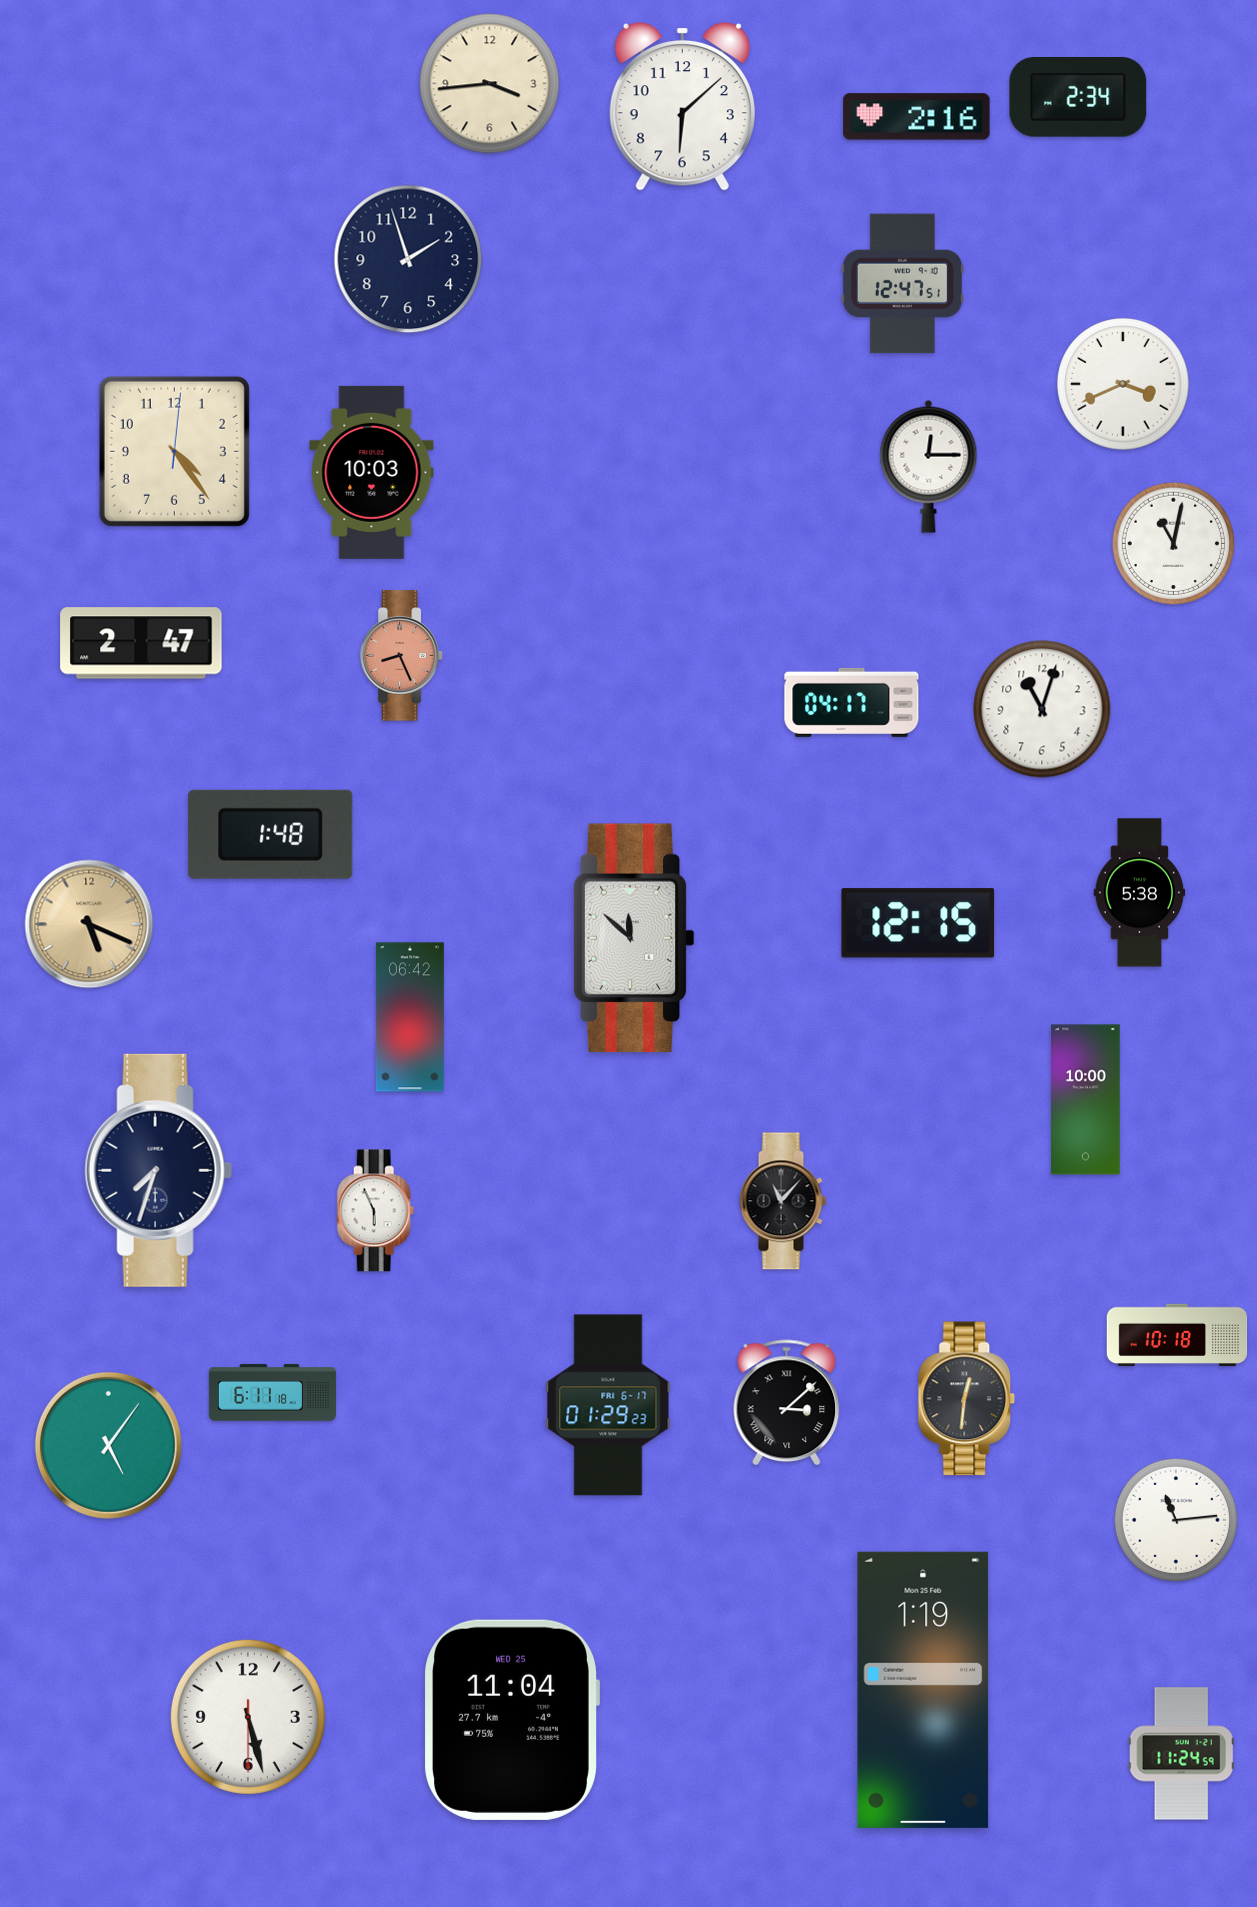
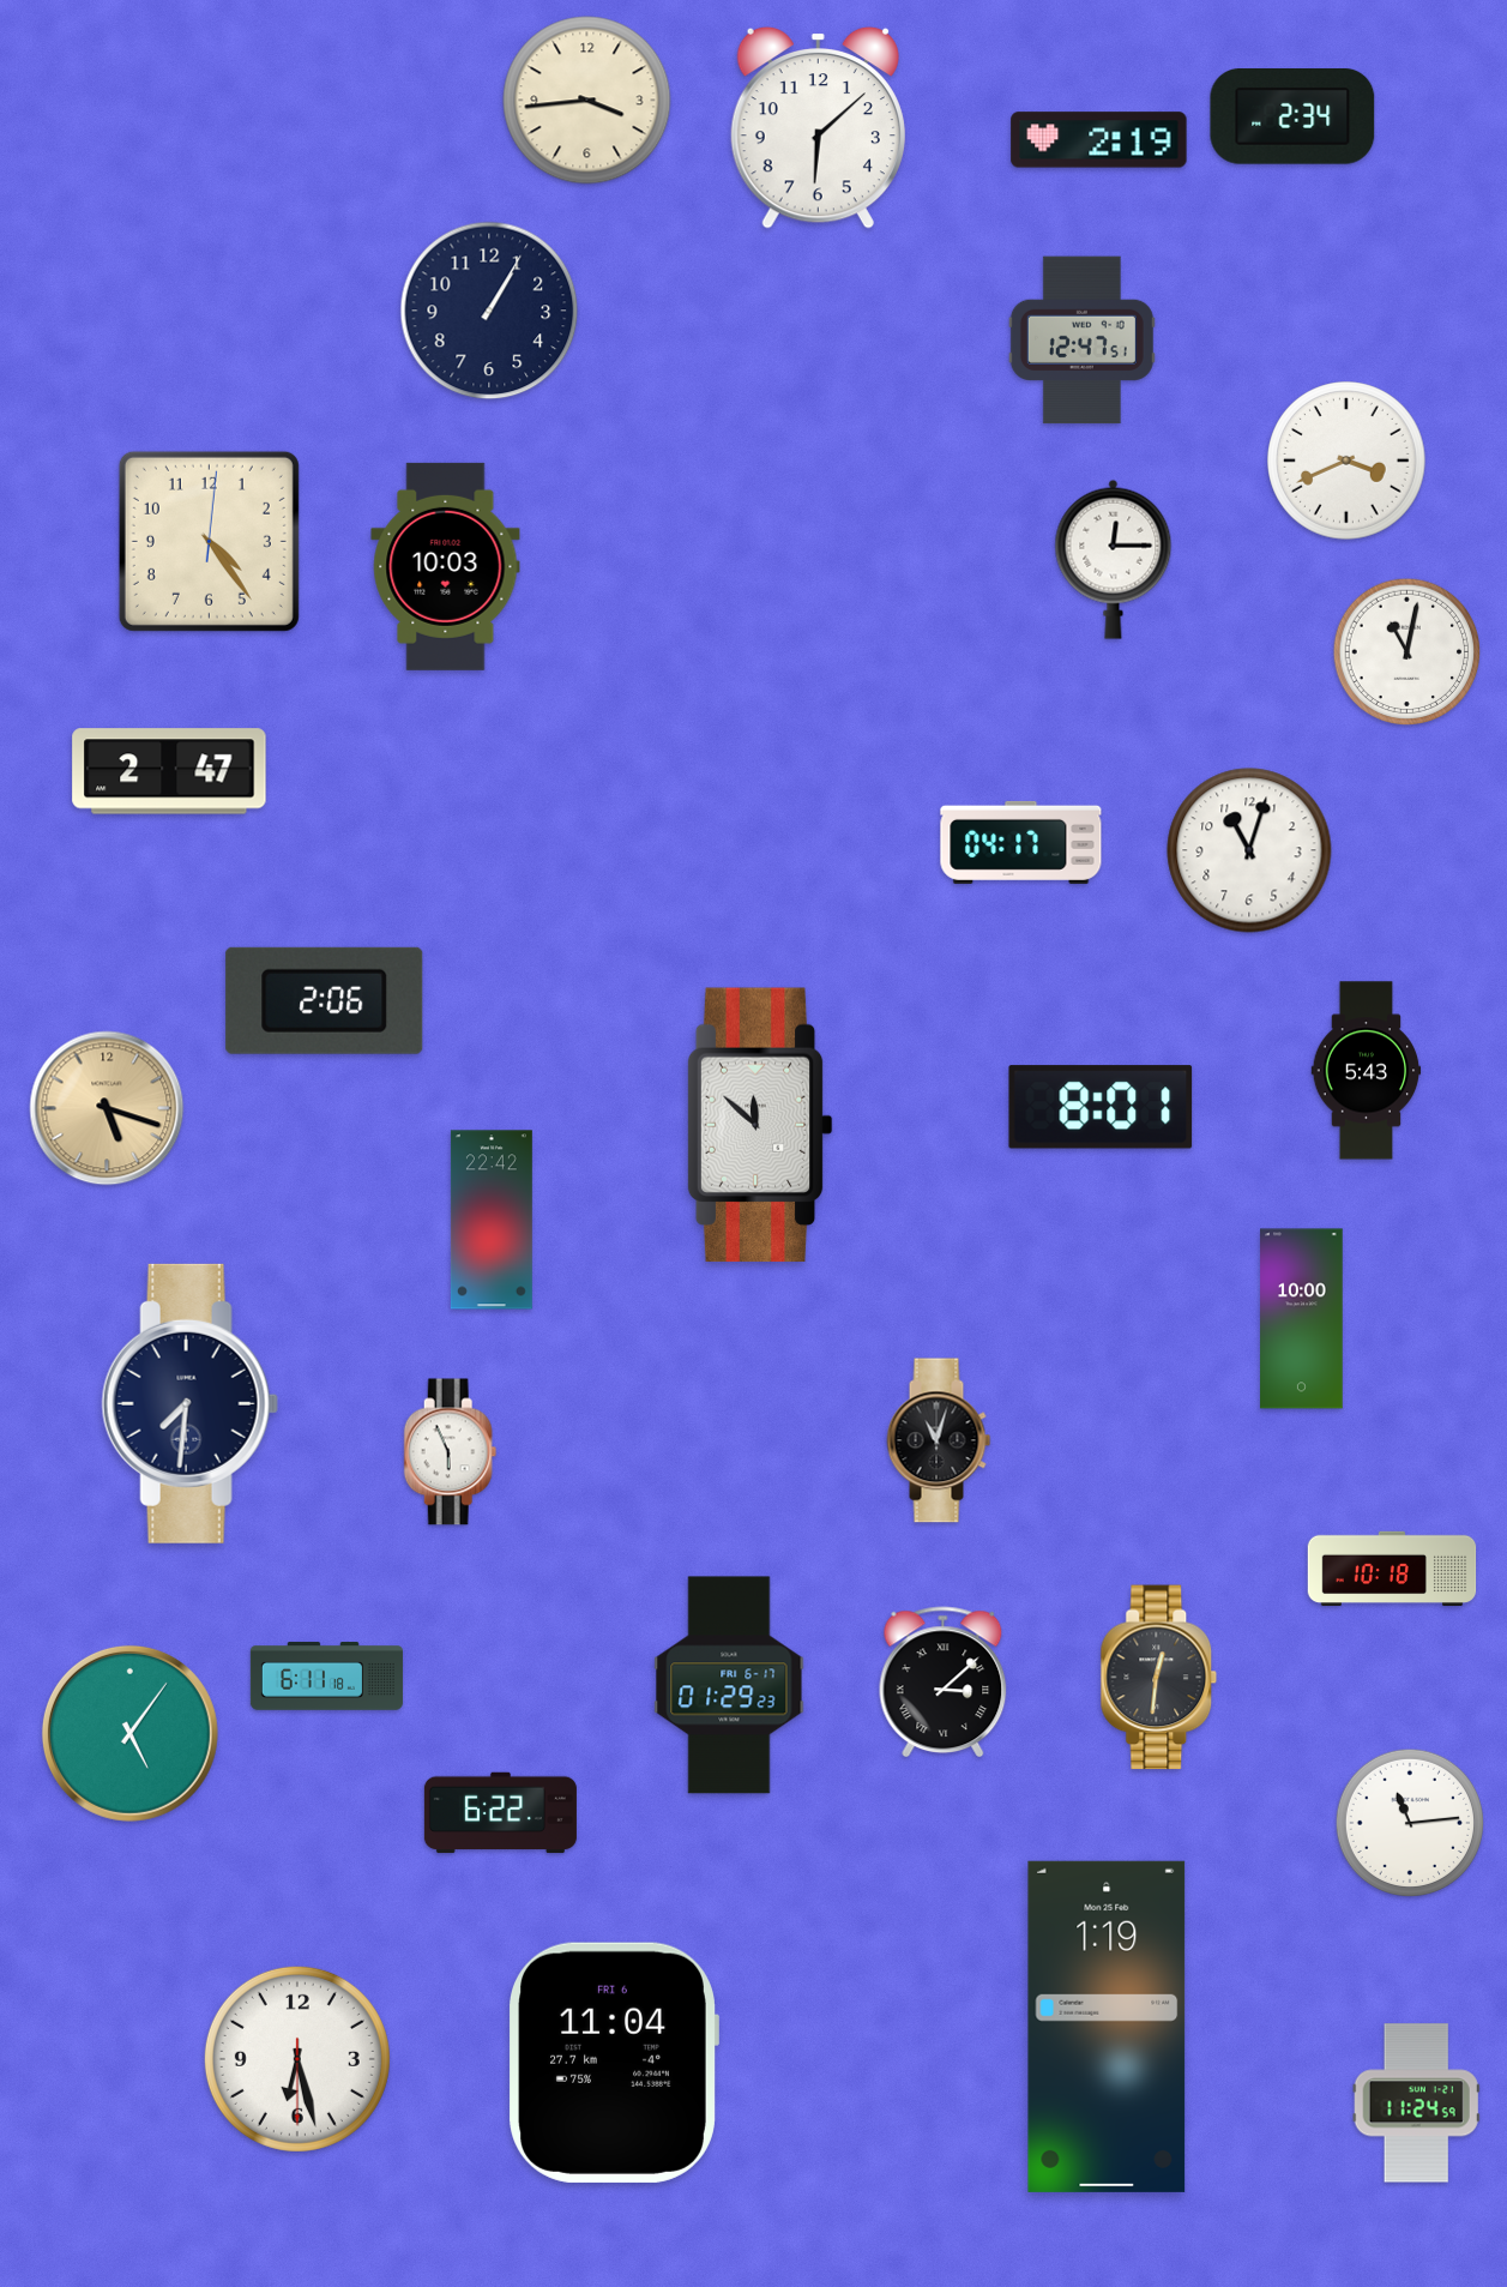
clock at (917, 117): 2:16 -> 2:19
clock at (408, 259): 1:57 -> 1:05
clock at (402, 656): 8:26 -> none
clock at (271, 834): 1:48 -> 2:06
clock at (1140, 893): 5:38 -> 5:43
clock at (918, 923): 12:15 -> 8:01
clock at (89, 924): 5:19 -> 5:18
clock at (410, 1017): 06:42 -> 22:42
clock at (158, 1170): 7:33 -> 7:31
clock at (783, 1201): 11:07 -> 11:03
clock at (1177, 1335) position: (1177, 1335) -> (1392, 1569)
clock at (272, 1393) position: (272, 1393) -> (326, 1677)
clock at (500, 1813): none -> 6:22
clock at (248, 1717): 5:27 -> 6:27
clock at (512, 1720) date: WED 25 -> FRI 6
